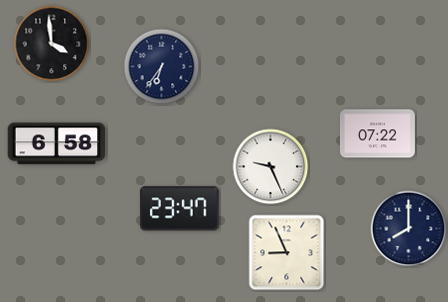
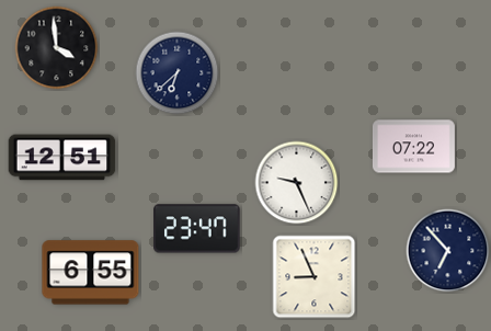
clock at (162, 67): 6:36 -> 6:38
clock at (57, 144): 6:58 -> 12:51
clock at (409, 229): 8:00 -> 6:53
clock at (91, 273): none -> 6:55
